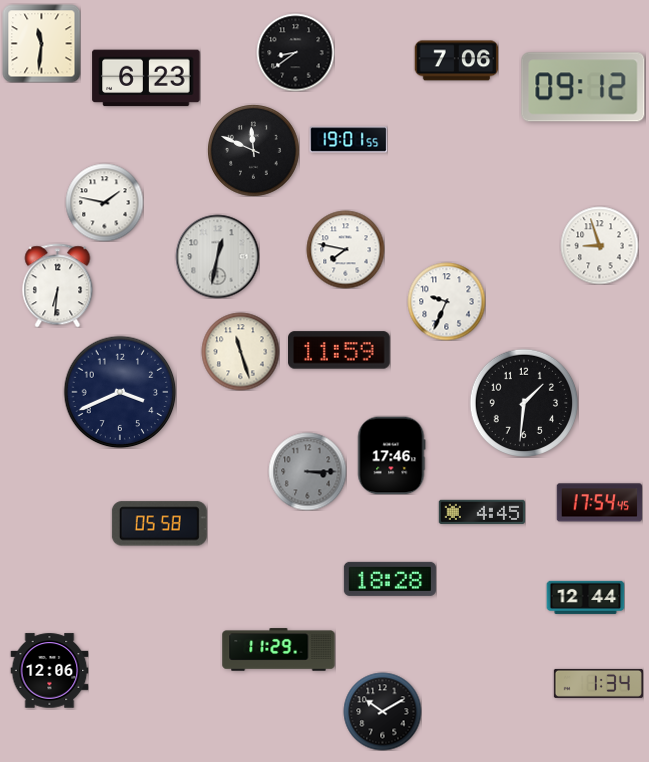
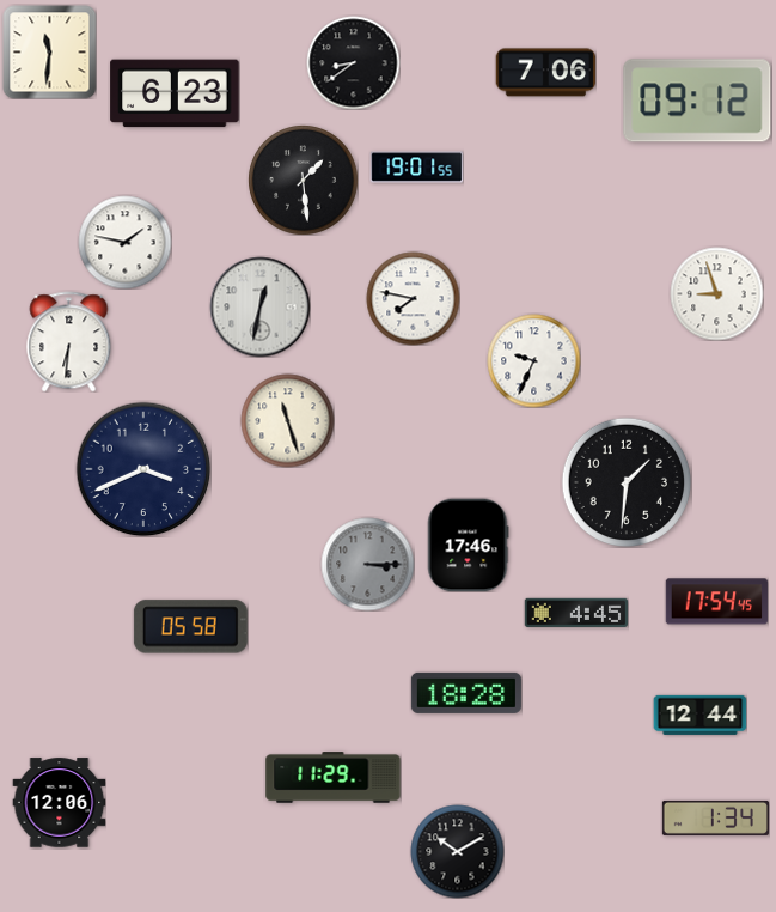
clock at (583, 87) position: (583, 87) -> (697, 101)
clock at (253, 150): 11:49 -> 1:29
clock at (340, 350): 11:59 -> none
